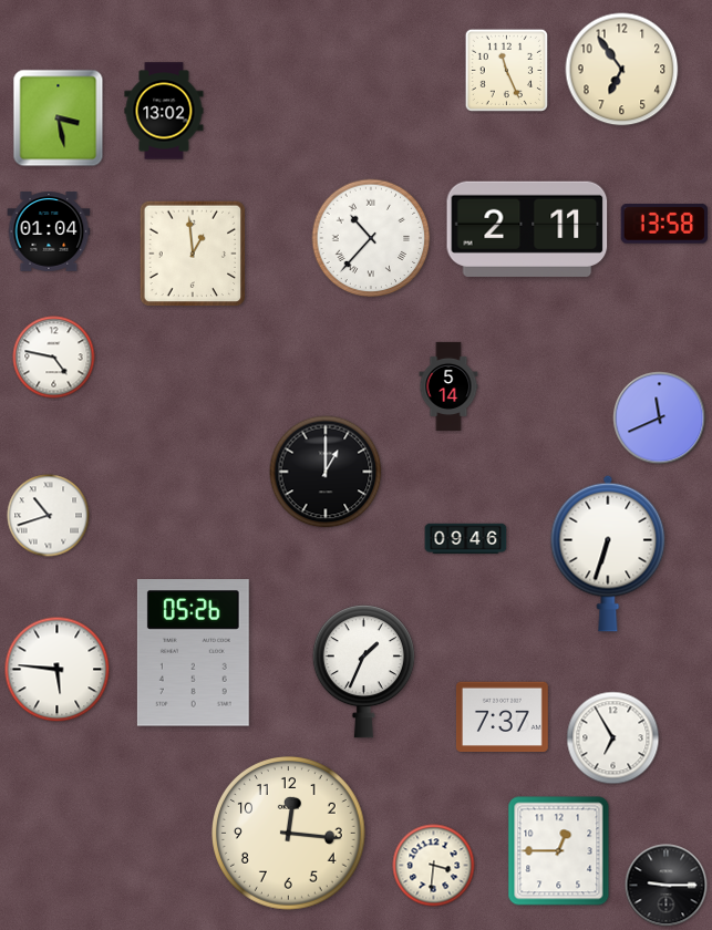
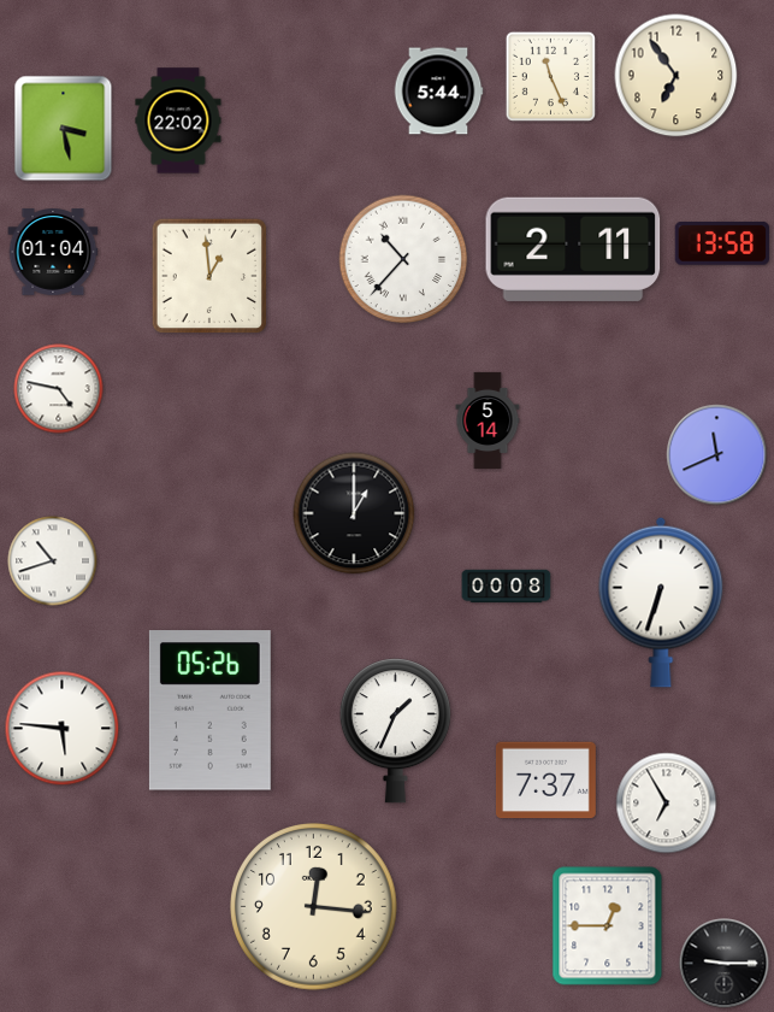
clock at (438, 92): none -> 5:44
clock at (164, 111): 13:02 -> 22:02
clock at (466, 539): 09:46 -> 00:08
clock at (434, 866): 3:31 -> none
